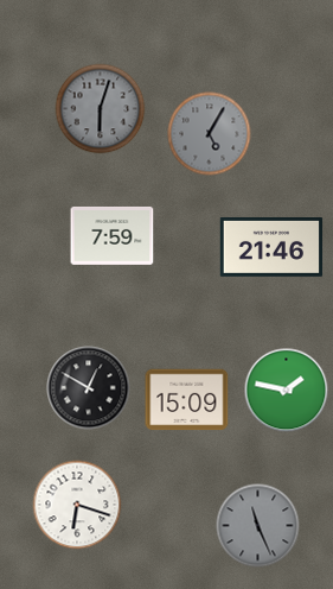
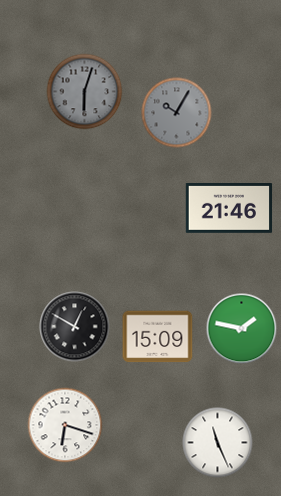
clock at (210, 134): 5:05 -> 10:05
clock at (113, 235): 7:59 -> none
clock at (258, 526) dial: grey -> white
